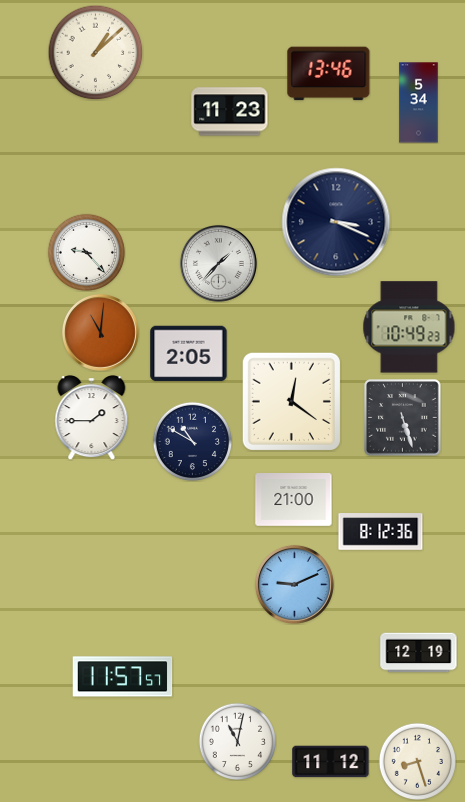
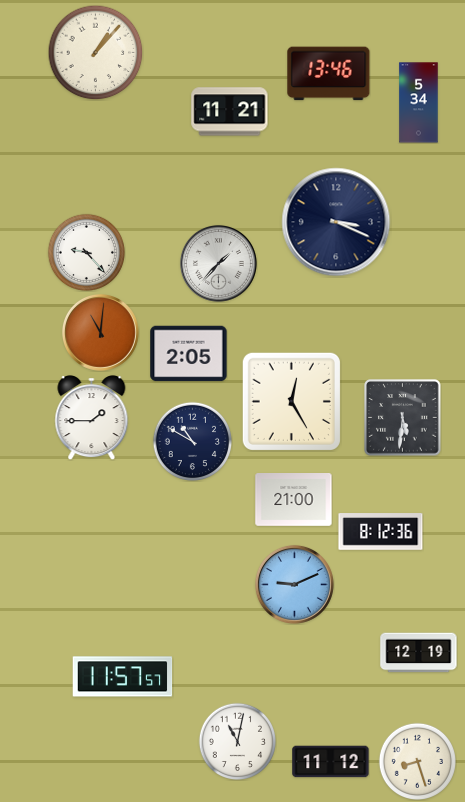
clock at (95, 52): 1:08 -> 1:07
clock at (230, 112): 11:23 -> 11:21
clock at (409, 327): 10:49 -> none
clock at (291, 401): 12:21 -> 12:25
clock at (403, 418): 5:27 -> 5:31
